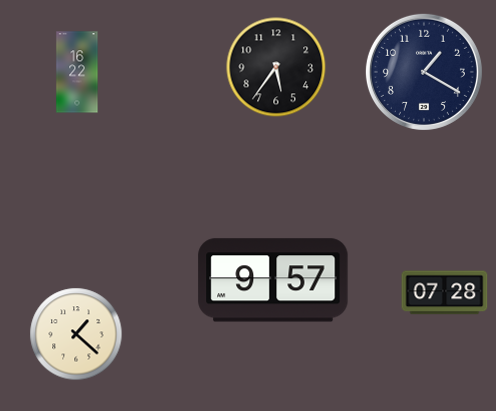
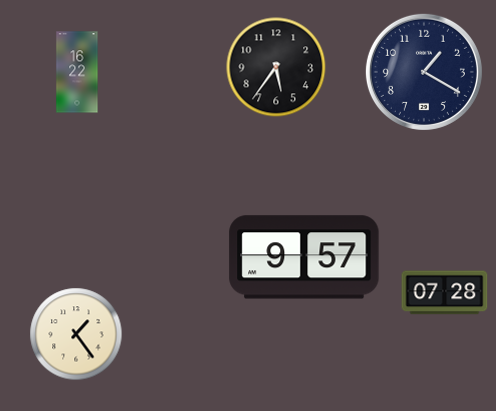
clock at (273, 280) position: (273, 280) -> (304, 257)
clock at (76, 334): 1:22 -> 1:24
